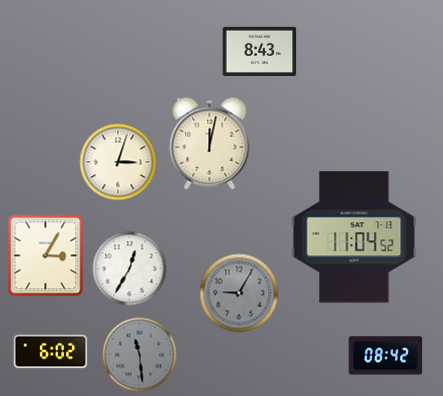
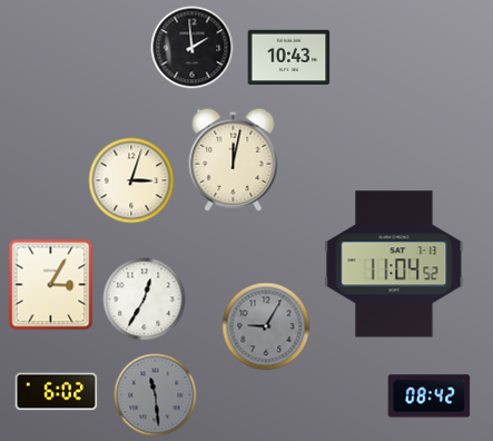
clock at (193, 48): none -> 1:59
clock at (260, 52): 8:43 -> 10:43
